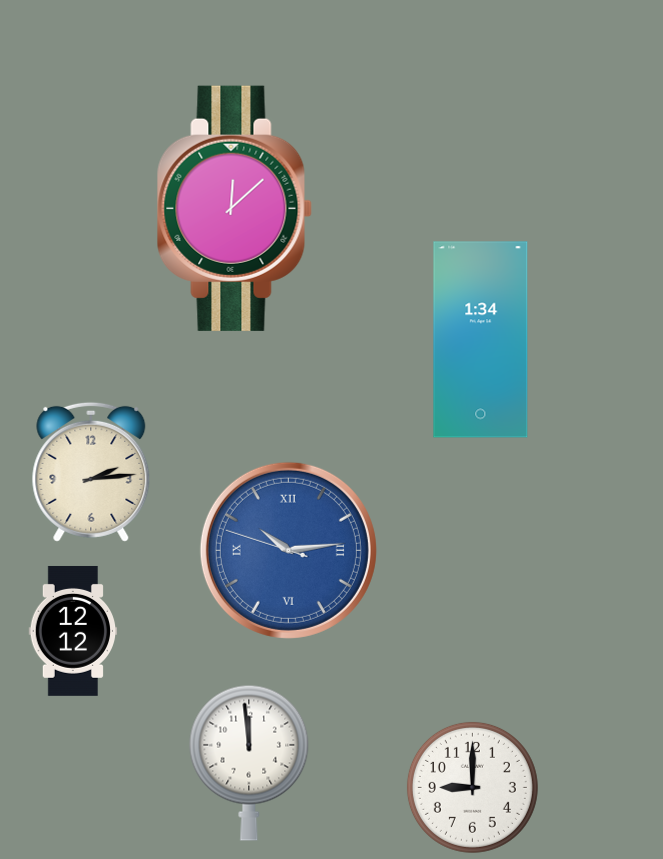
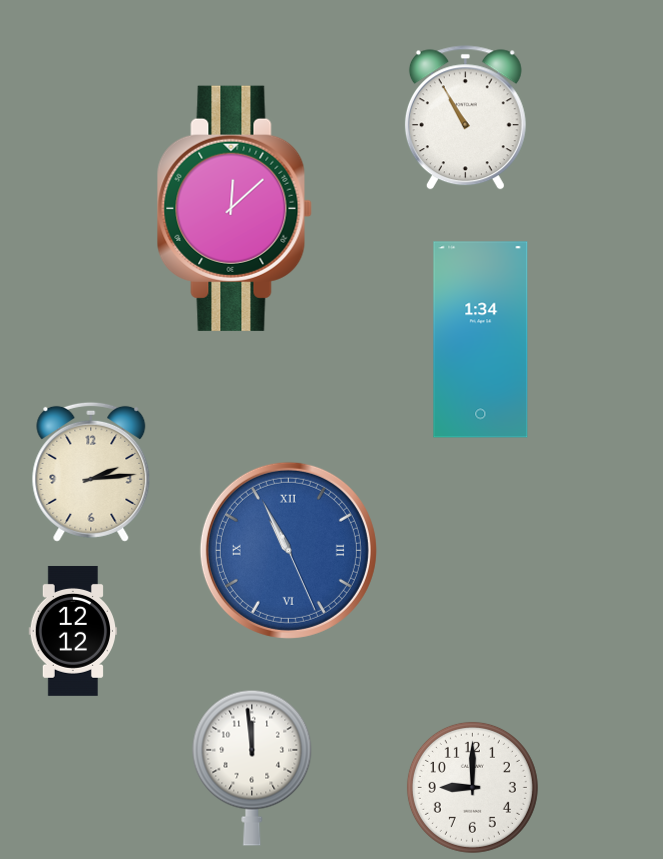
clock at (465, 118): none -> 10:55
clock at (288, 550): 10:13 -> 10:55
clock at (249, 763) position: (249, 763) -> (252, 768)
